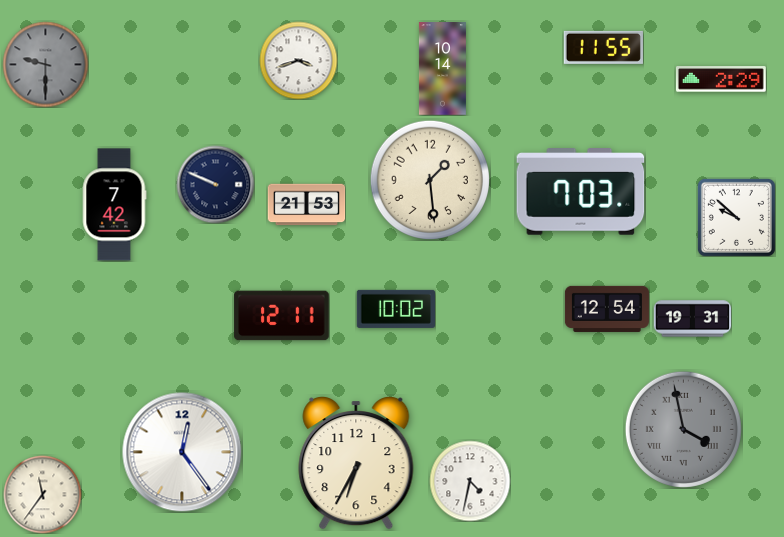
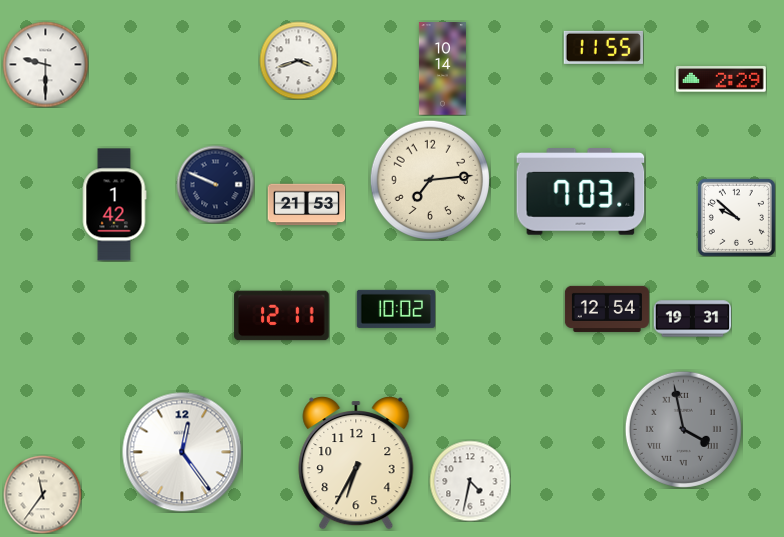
clock at (45, 64) dial: grey -> white
clock at (430, 180): 1:29 -> 7:14
clock at (114, 205): 7:42 -> 1:42
